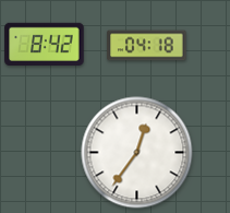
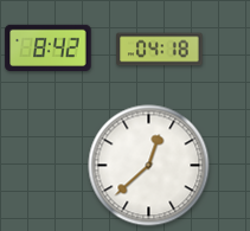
clock at (137, 153): 12:36 -> 12:38
